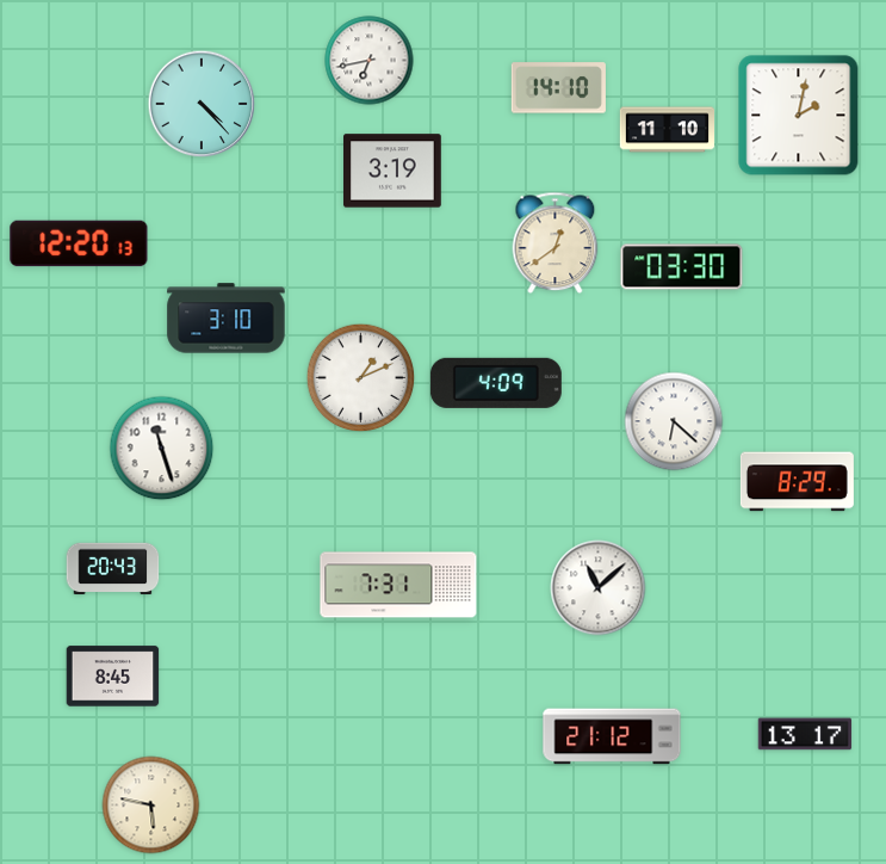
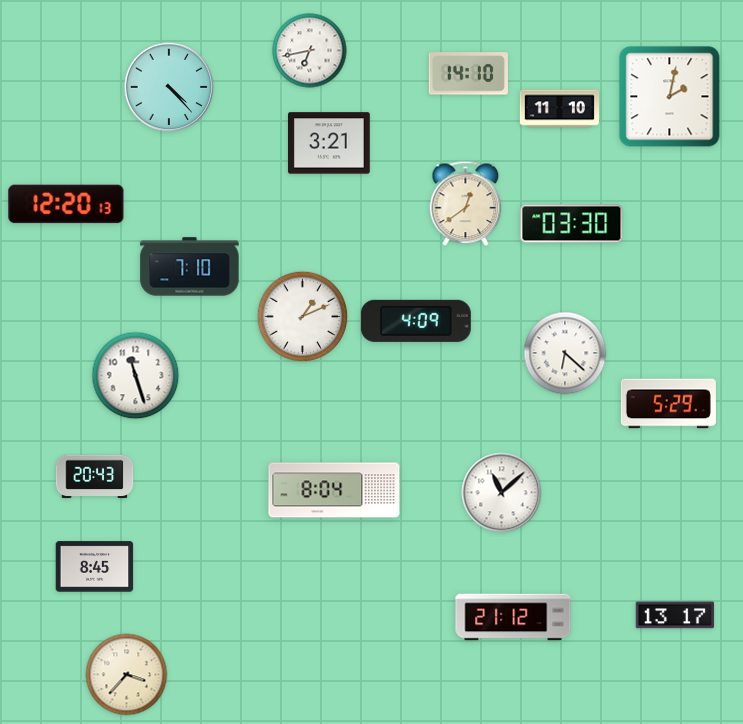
clock at (394, 171): 3:19 -> 3:21
clock at (227, 319): 3:10 -> 7:10
clock at (797, 482): 8:29 -> 5:29
clock at (398, 585): 7:31 -> 8:04
clock at (151, 806): 5:47 -> 3:37
